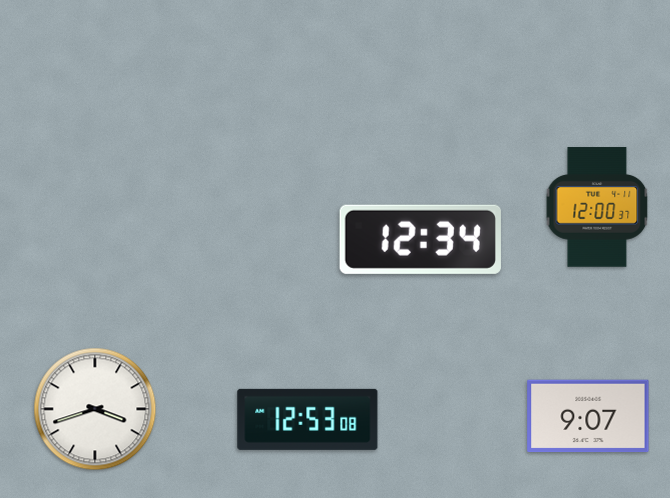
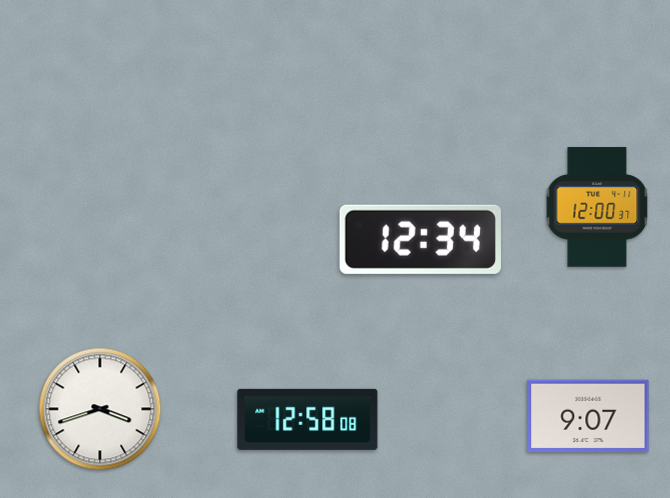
clock at (95, 409) position: (95, 409) -> (100, 409)
clock at (308, 419): 12:53 -> 12:58
